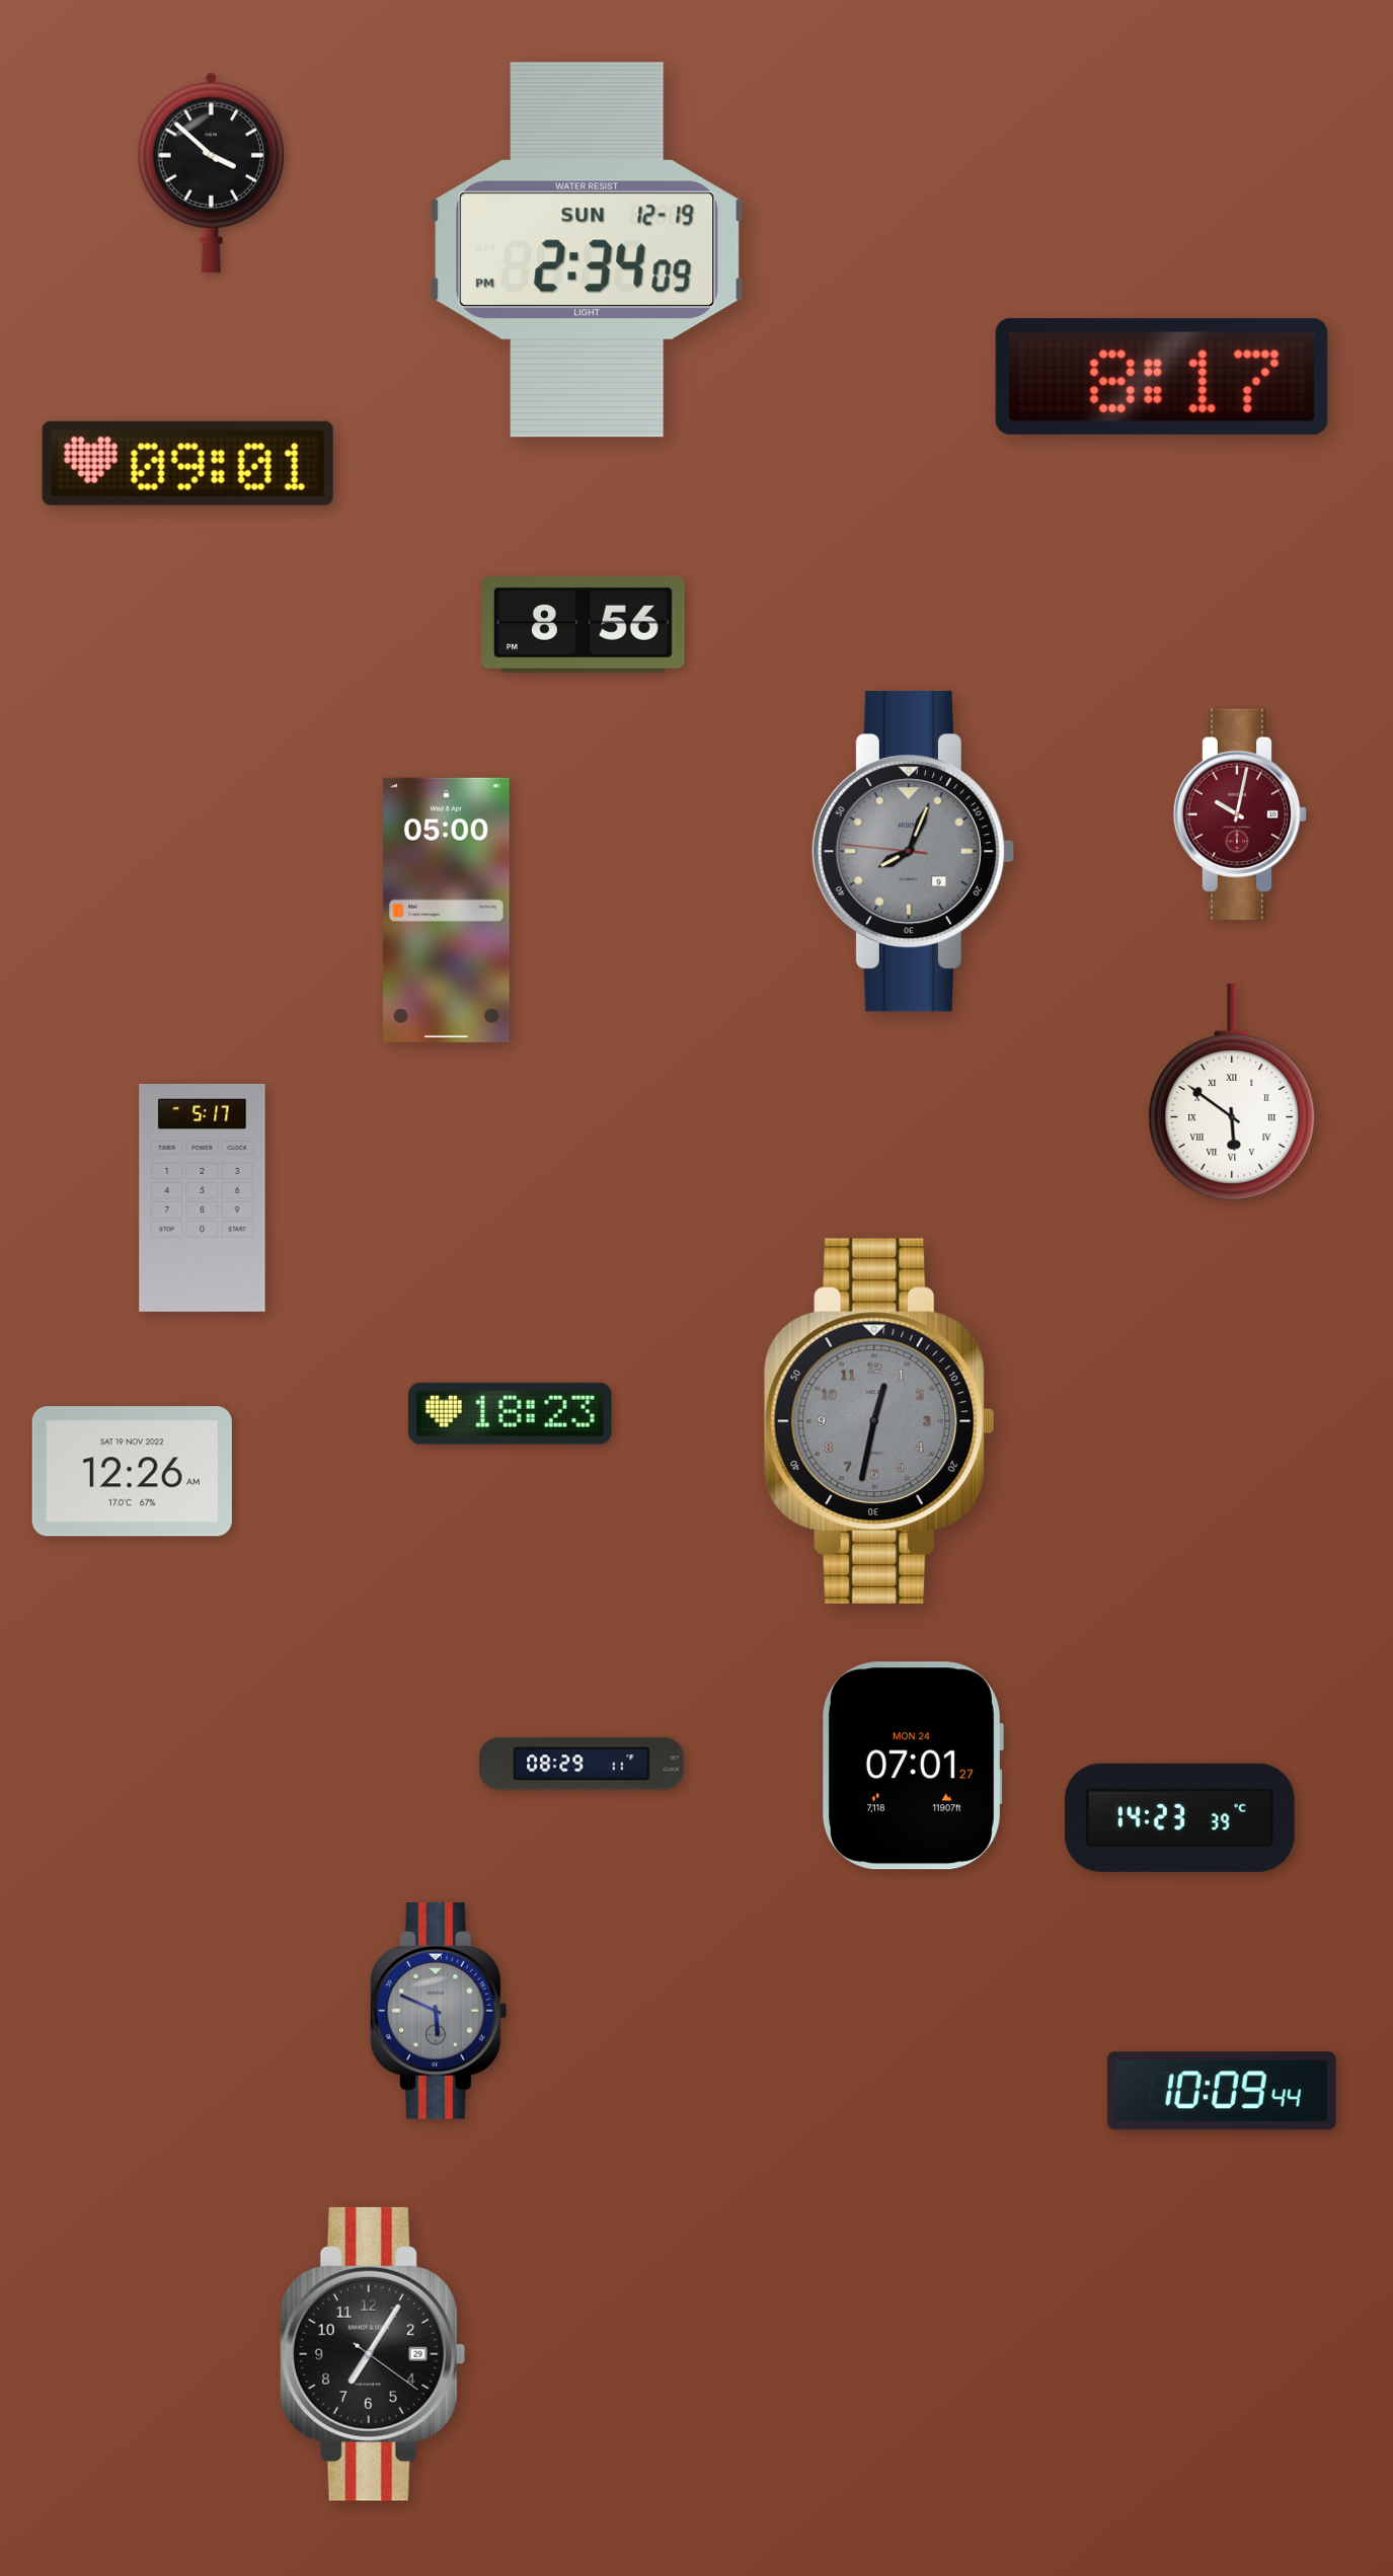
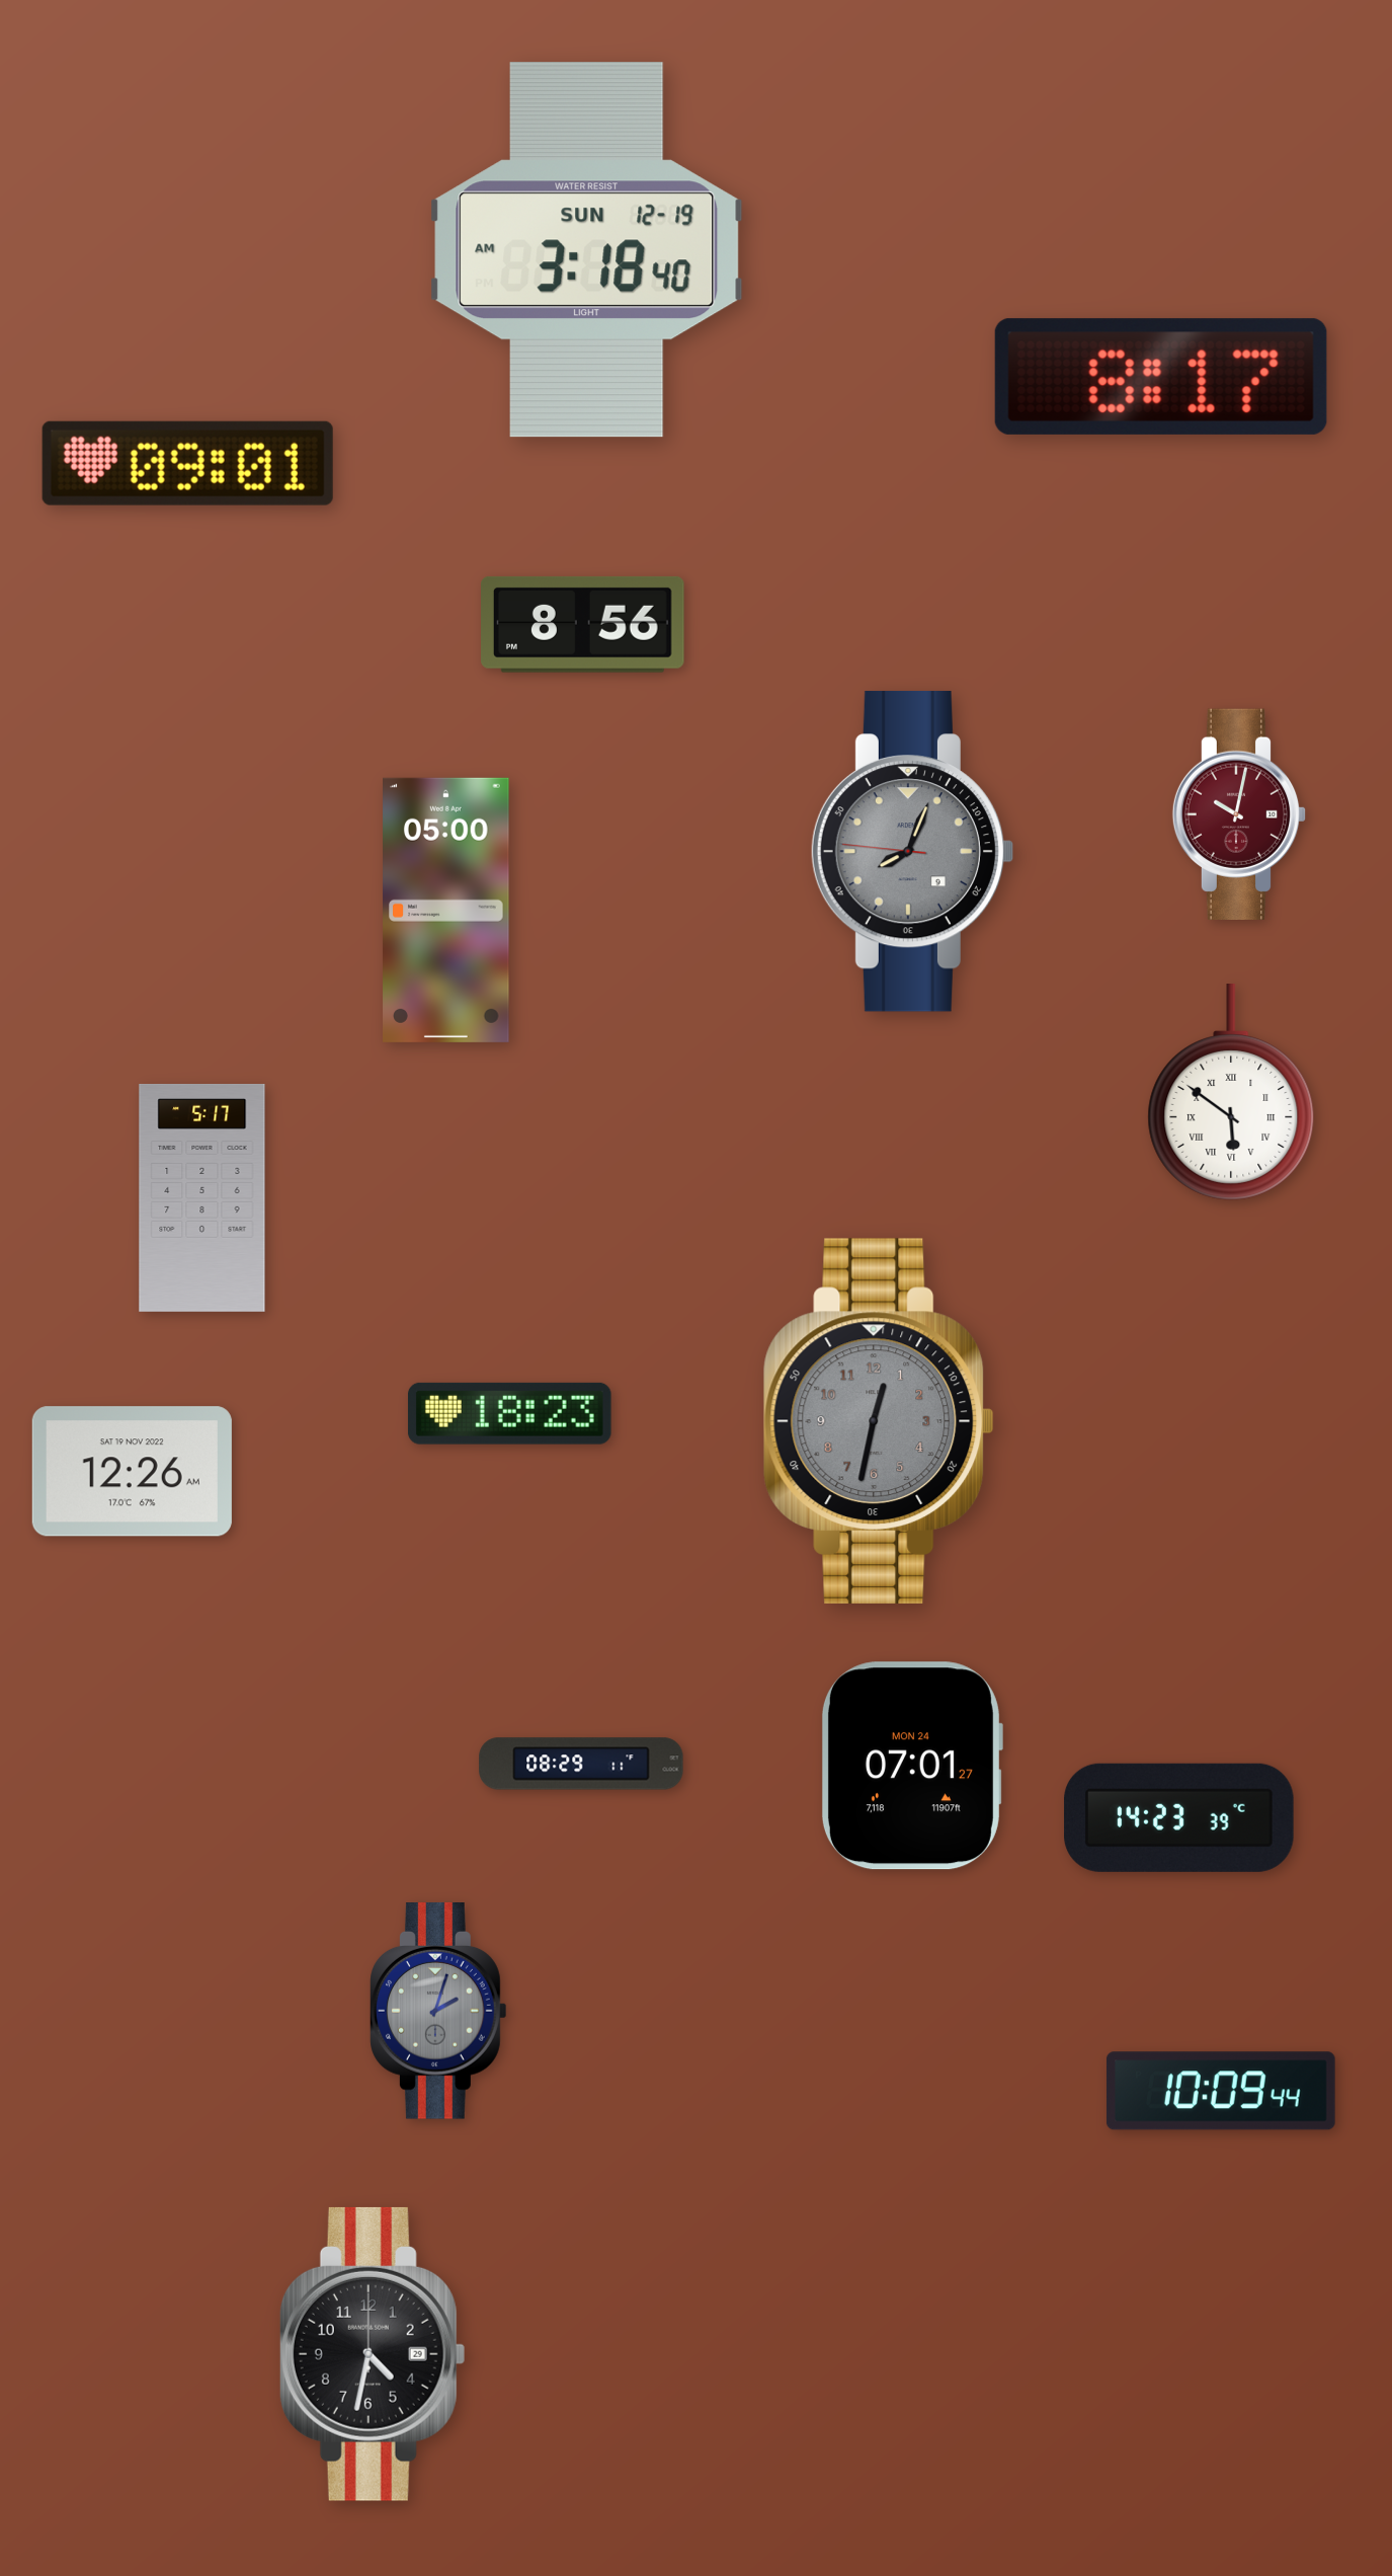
clock at (211, 172): 3:52 -> none
clock at (588, 250): 2:34 -> 3:18
clock at (440, 2012): 5:49 -> 2:03
clock at (373, 2354): 7:05 -> 4:32
